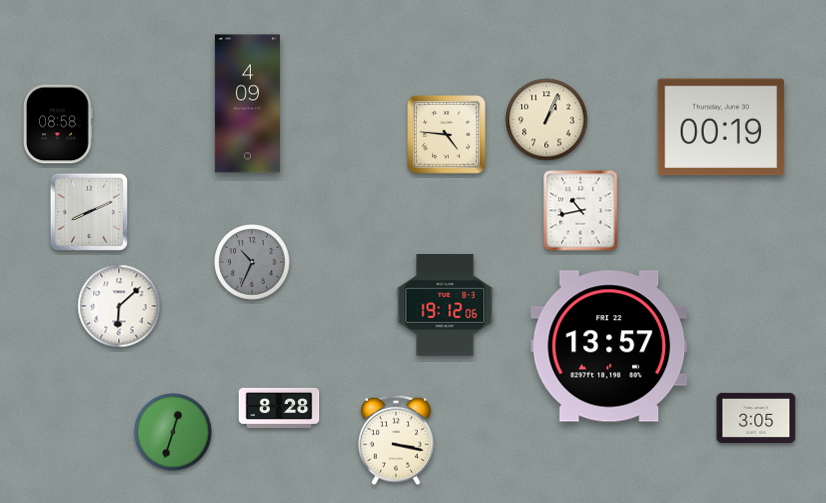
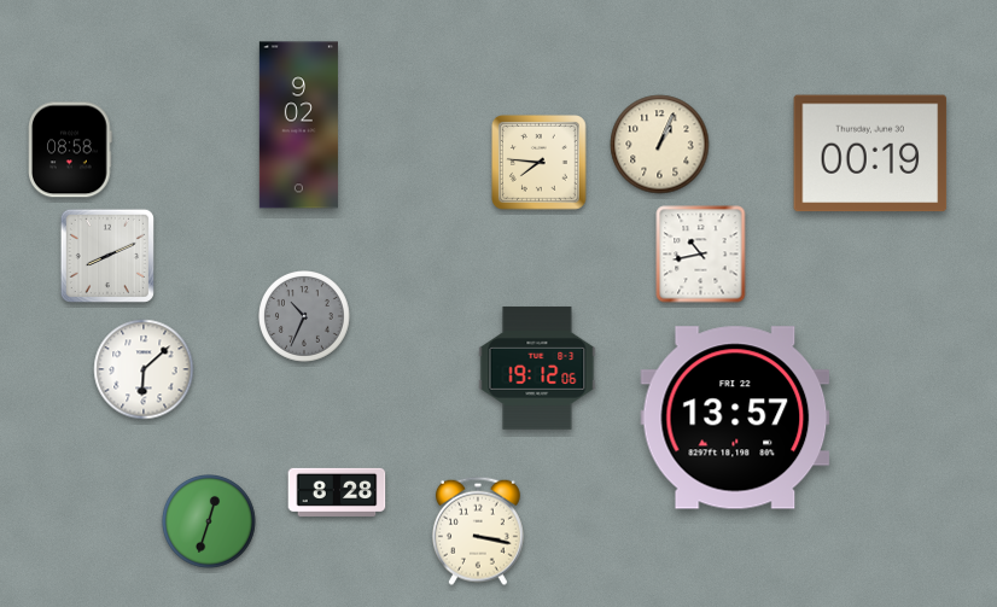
clock at (247, 104): 4:09 -> 9:02
clock at (447, 135): 4:46 -> 7:46
clock at (756, 418): 3:05 -> none
